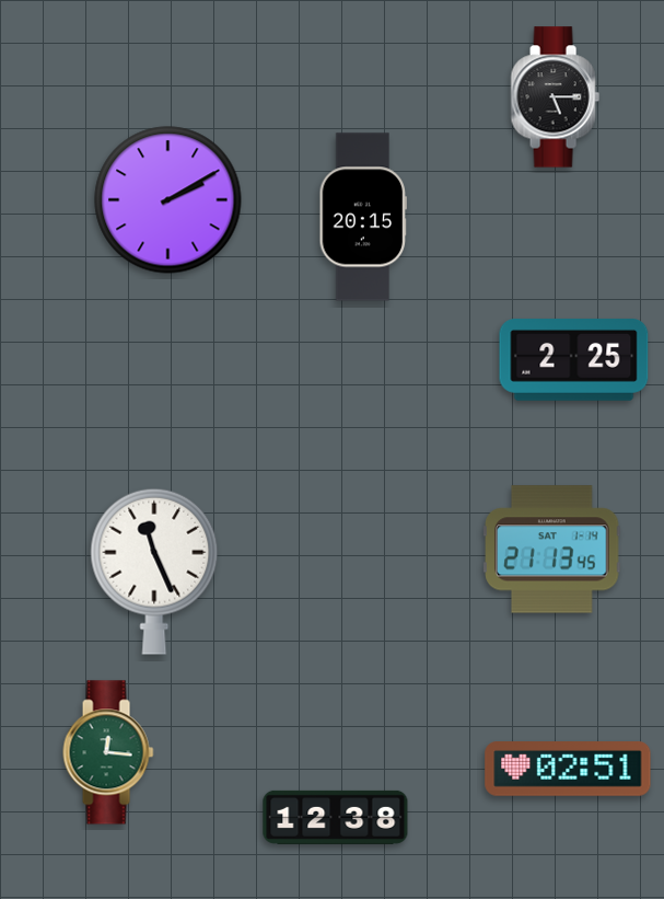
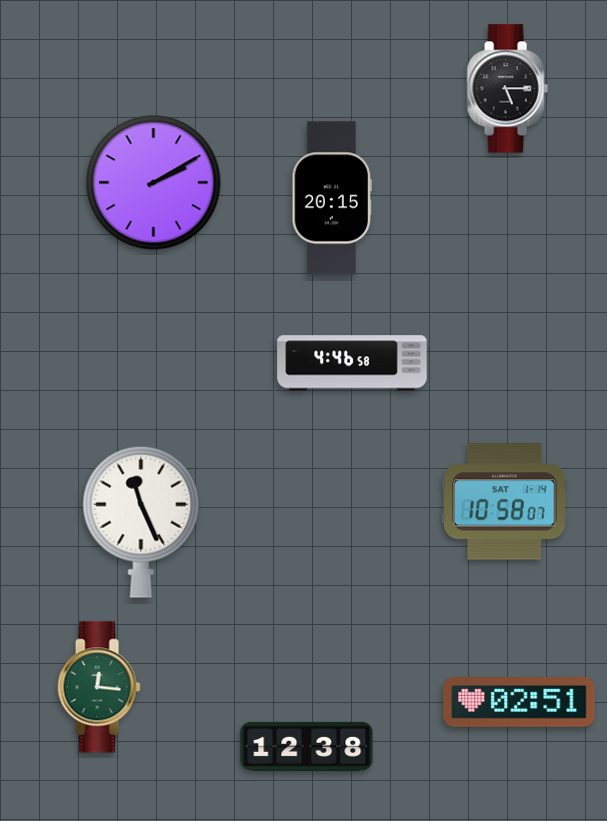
clock at (574, 360): 2:25 -> none
clock at (352, 363): none -> 4:46
clock at (552, 550): 21:13 -> 10:58
